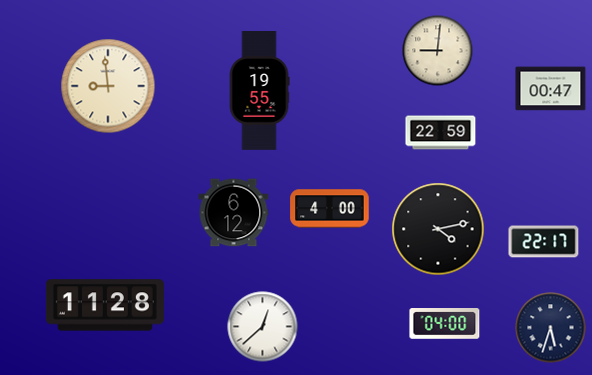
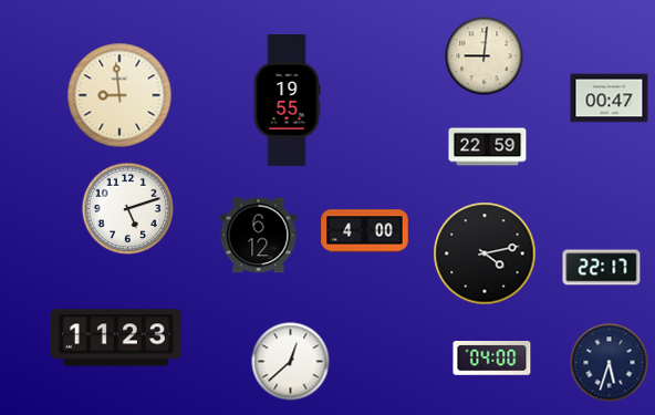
clock at (128, 209): none -> 5:12
clock at (105, 305): 11:28 -> 11:23
